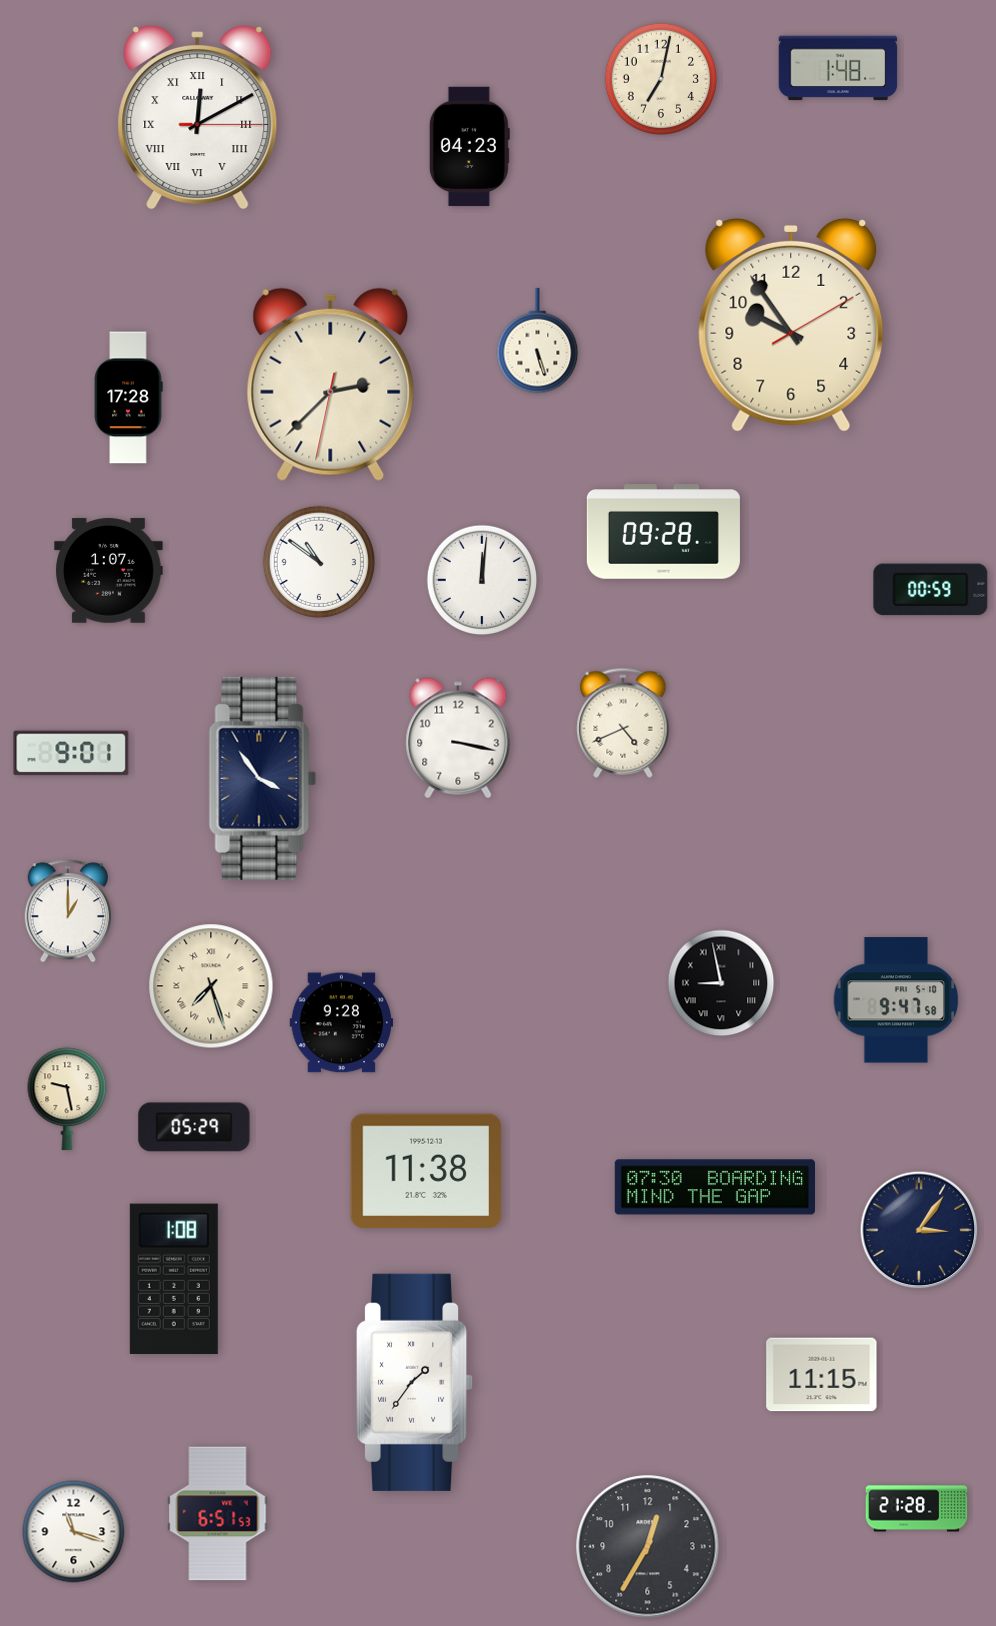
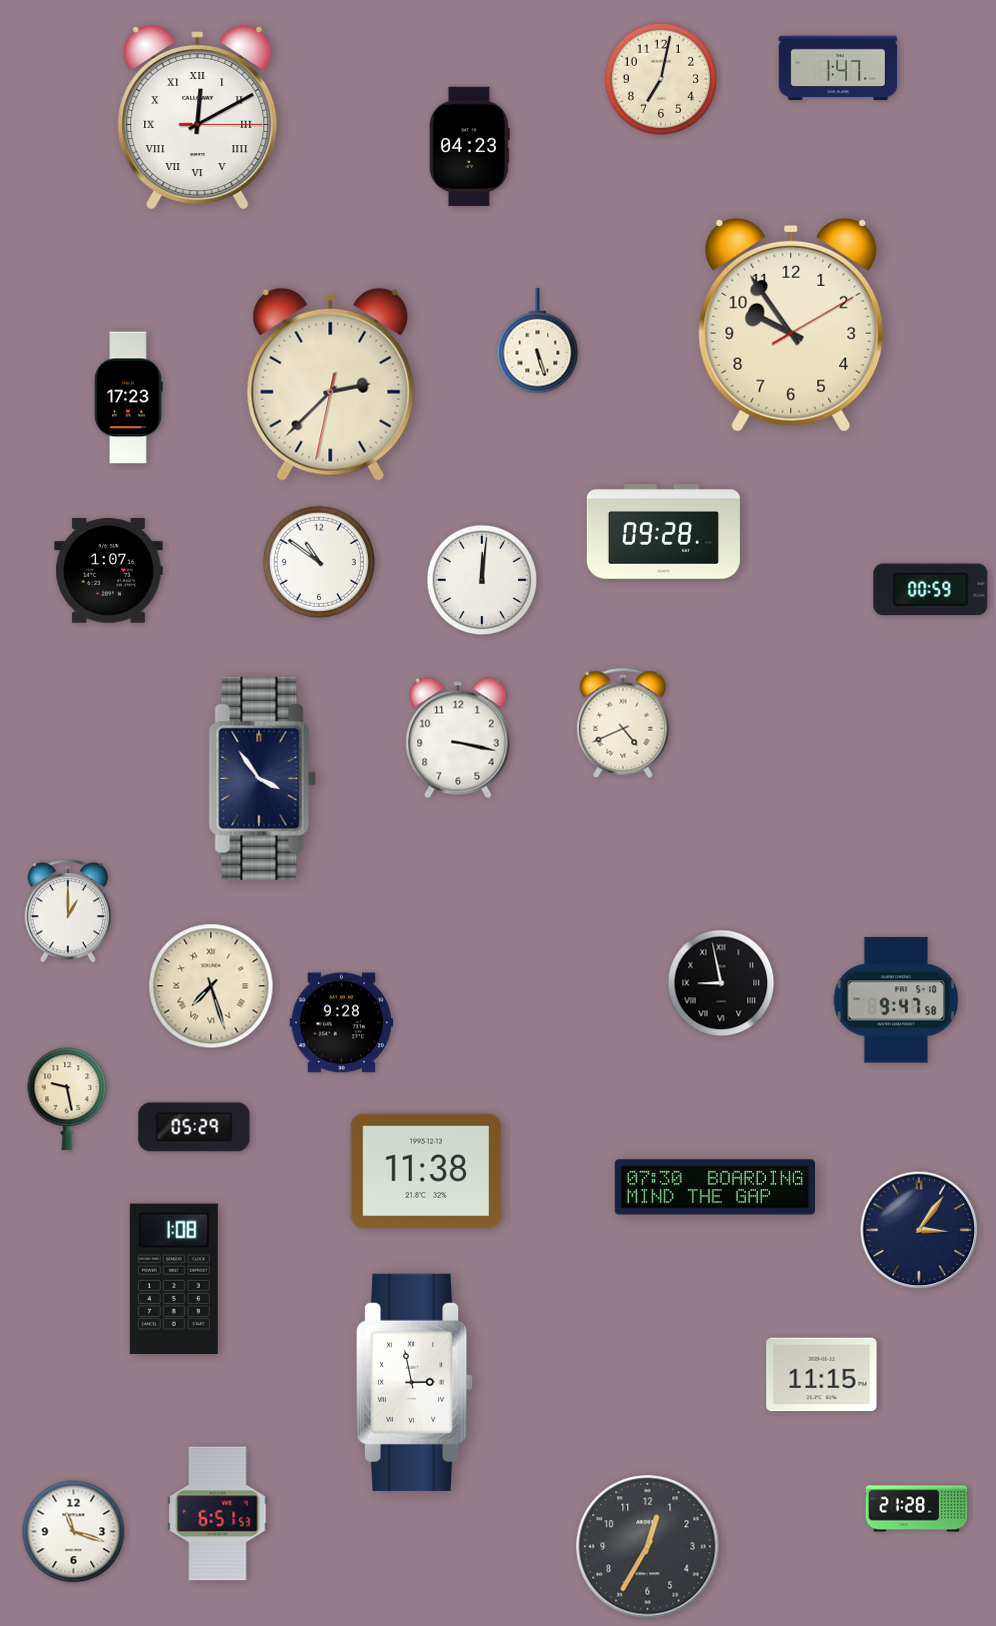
clock at (838, 68): 1:48 -> 1:47
clock at (128, 398): 17:28 -> 17:23
clock at (71, 753): 9:01 -> none
clock at (416, 1382): 1:36 -> 2:58
